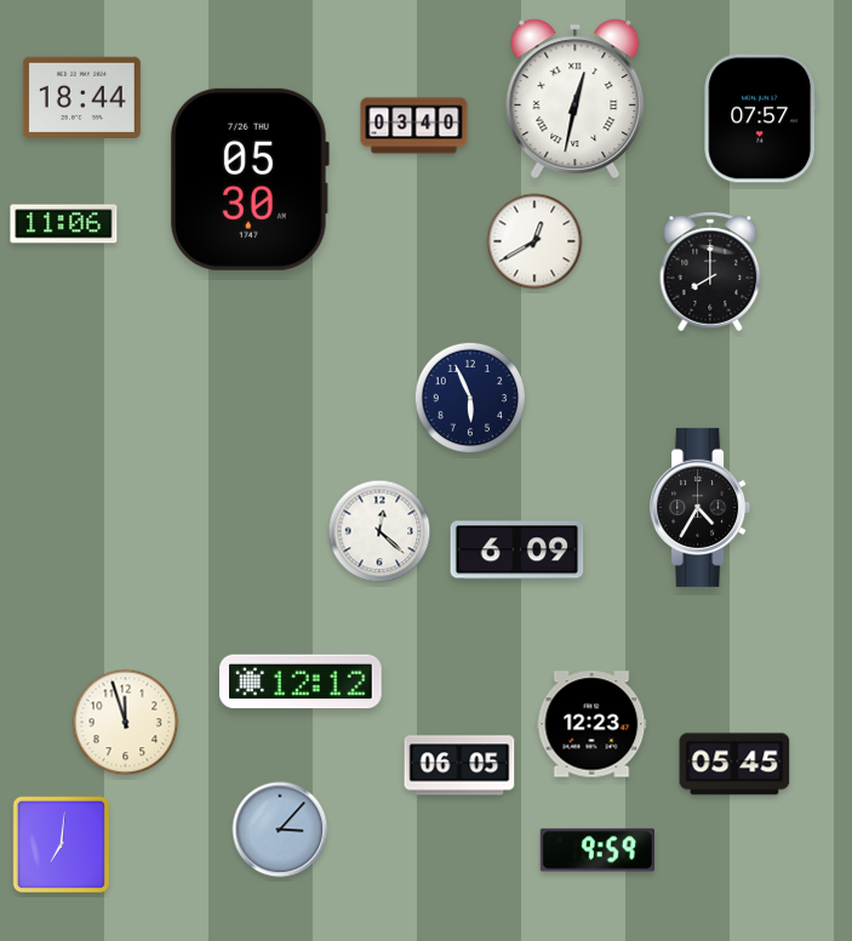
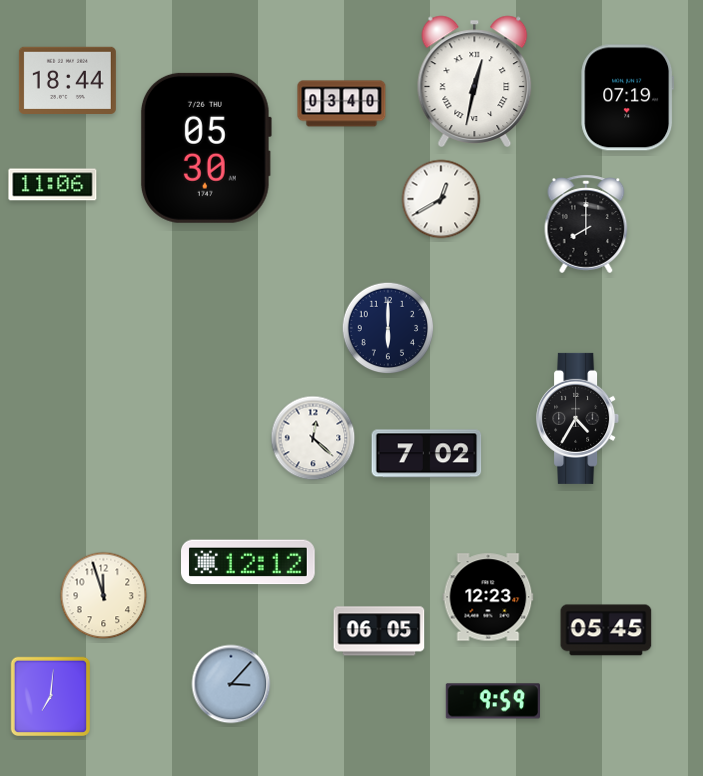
clock at (761, 119): 07:57 -> 07:19
clock at (470, 398): 5:56 -> 6:00
clock at (518, 551): 6:09 -> 7:02
